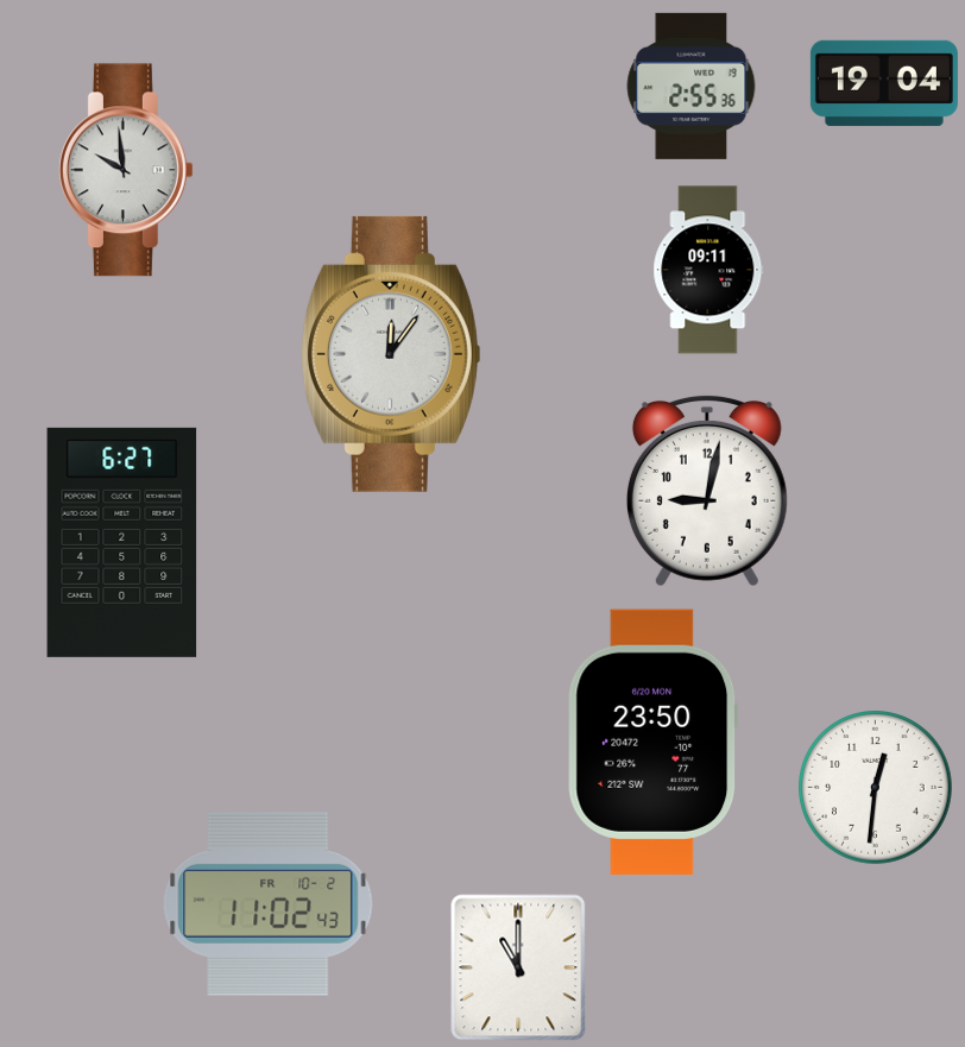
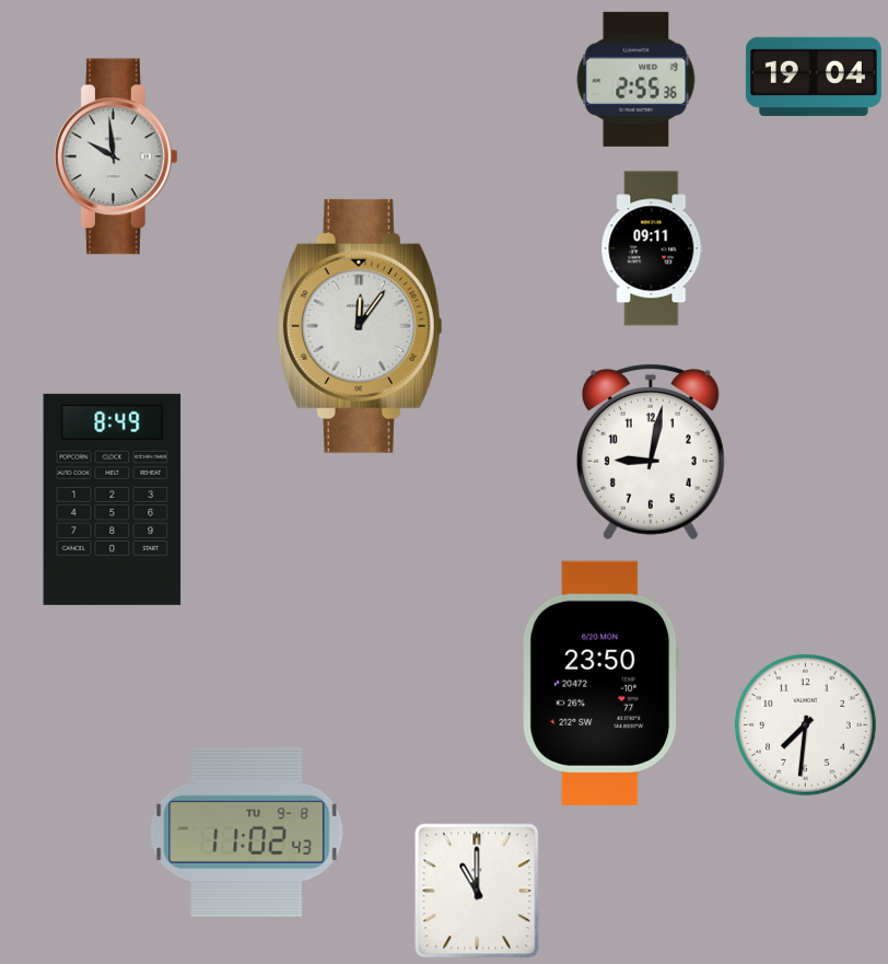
clock at (122, 542): 6:27 -> 8:49
clock at (876, 788): 12:31 -> 7:31
clock at (269, 903) date: FR 10-2 -> TU 9-8
